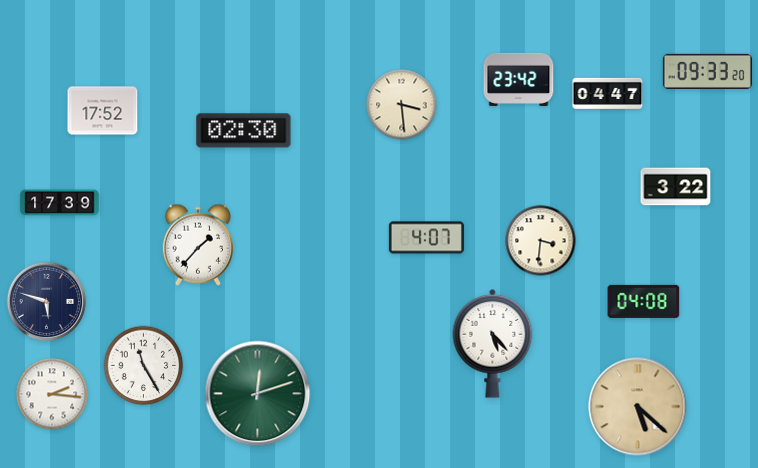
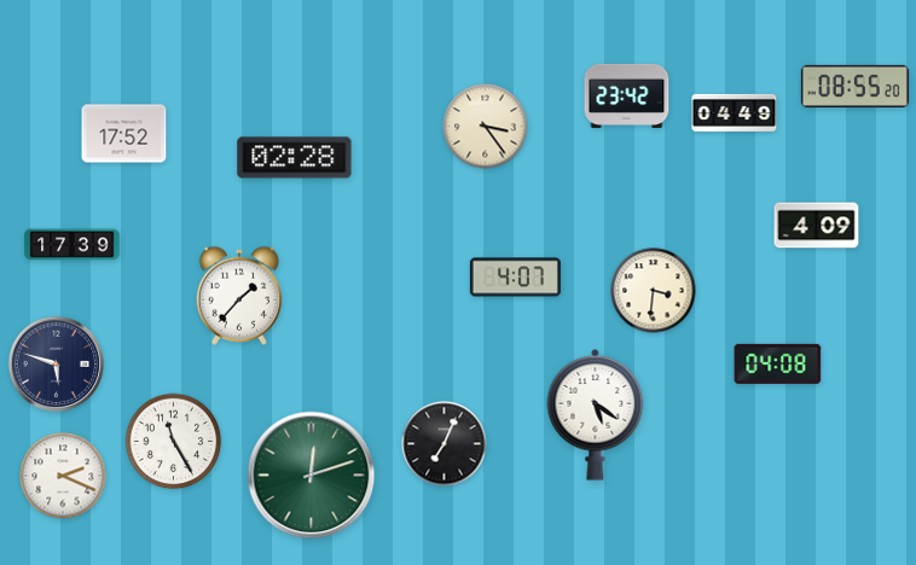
clock at (707, 71): 09:33 -> 08:55
clock at (608, 93): 04:47 -> 04:49
clock at (402, 105): 3:29 -> 3:24
clock at (244, 131): 02:30 -> 02:28
clock at (676, 187): 3:22 -> 4:09
clock at (426, 238) position: (426, 238) -> (515, 278)
clock at (493, 344): 5:23 -> 5:21
clock at (445, 444): none -> 7:04
clock at (52, 394): 2:16 -> 2:19
clock at (638, 407): 5:22 -> none
